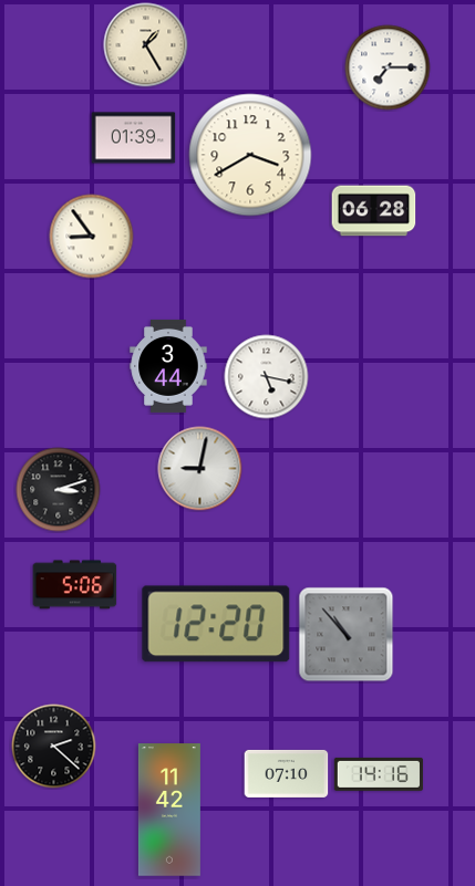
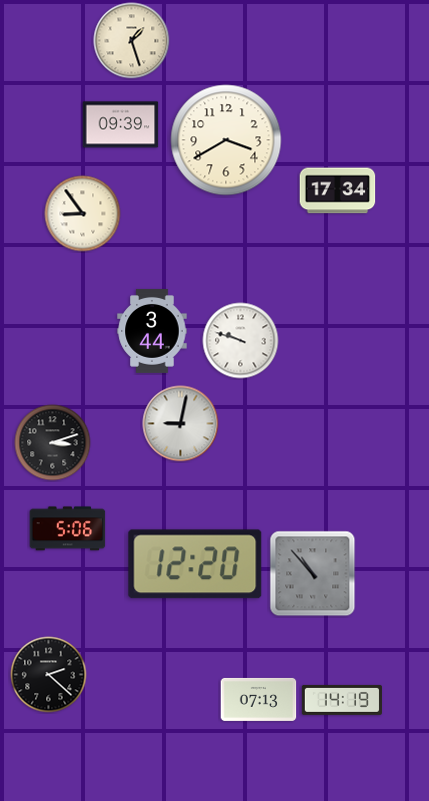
clock at (146, 45): 1:25 -> 1:27
clock at (388, 67): 7:15 -> none
clock at (134, 138): 01:39 -> 09:39
clock at (374, 211): 06:28 -> 17:34
clock at (267, 377): 5:17 -> 9:48
clock at (287, 773): 07:10 -> 07:13
clock at (379, 774): 14:16 -> 14:19
clock at (169, 810): 11:42 -> none
